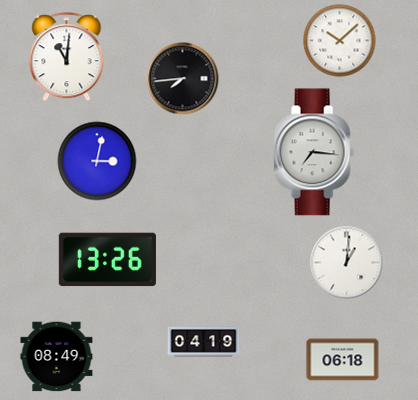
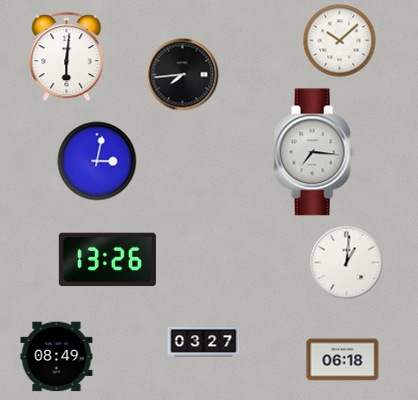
clock at (67, 57): 11:01 -> 6:01
clock at (183, 79) position: (183, 79) -> (183, 75)
clock at (204, 342): 04:19 -> 03:27
